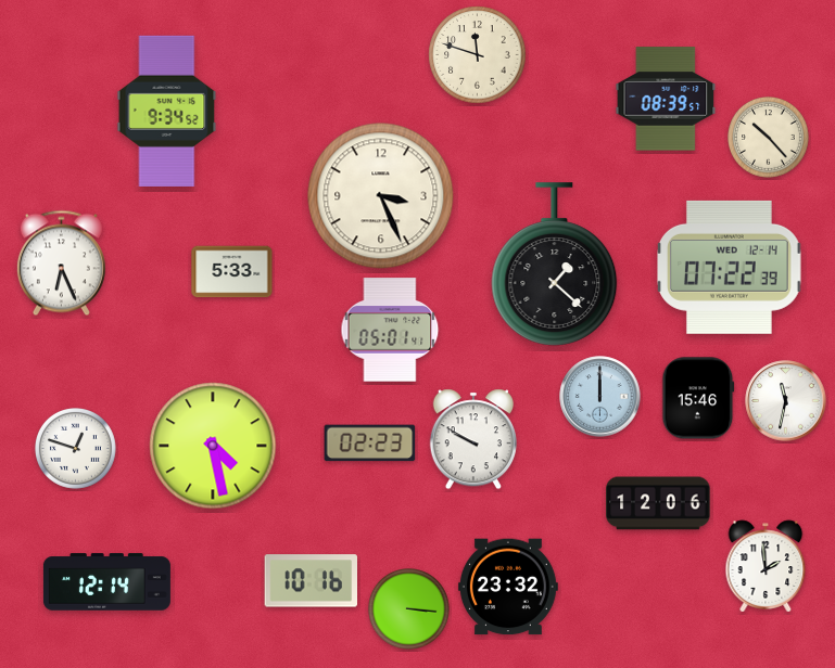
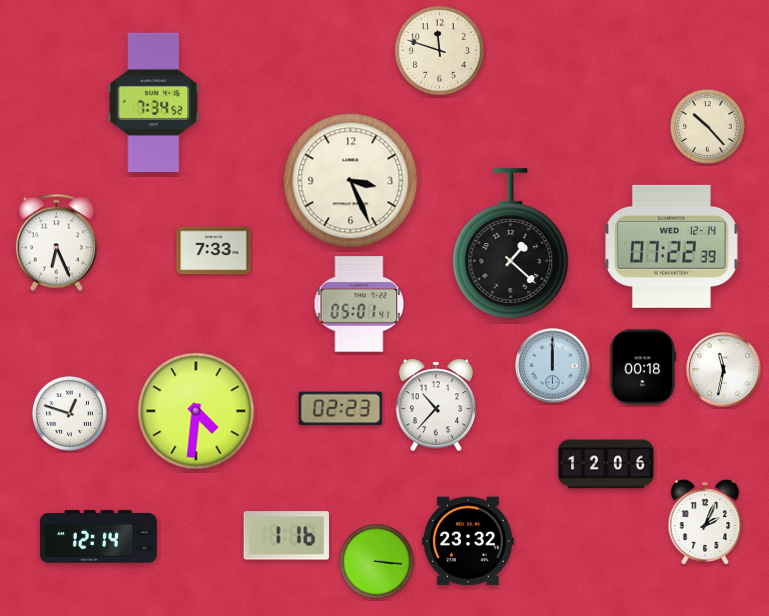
clock at (666, 99): 08:39 -> none
clock at (167, 111): 9:34 -> 7:34
clock at (232, 272): 5:33 -> 7:33
clock at (698, 398): 15:46 -> 00:18
clock at (473, 439): 9:50 -> 10:37
clock at (213, 446): 4:28 -> 4:31
clock at (766, 566): 1:59 -> 2:04
clock at (312, 581): 10:16 -> 1:16
